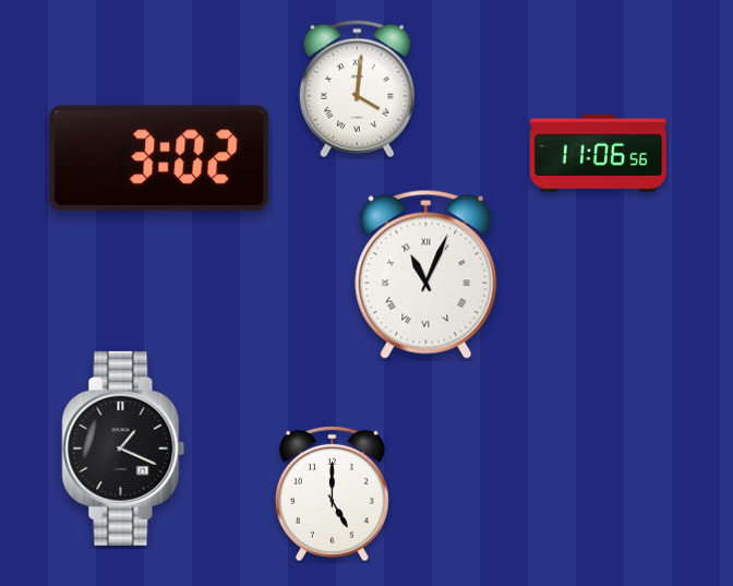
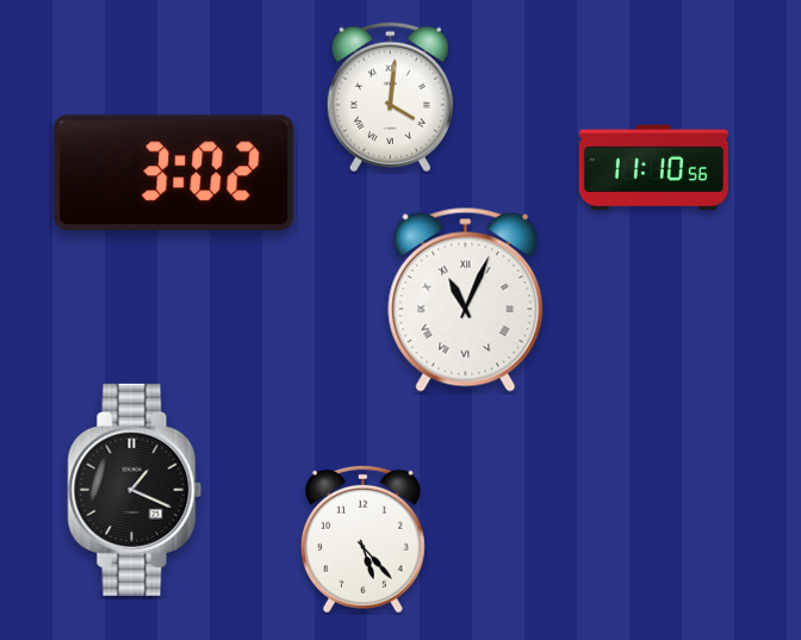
clock at (598, 154): 11:06 -> 11:10
clock at (332, 493): 5:00 -> 5:23
